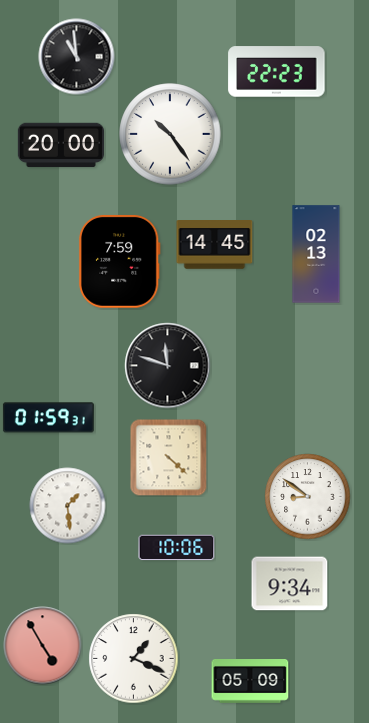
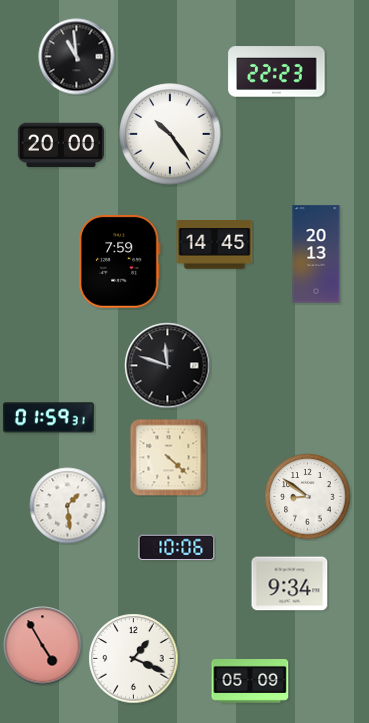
clock at (316, 254): 02:13 -> 20:13
